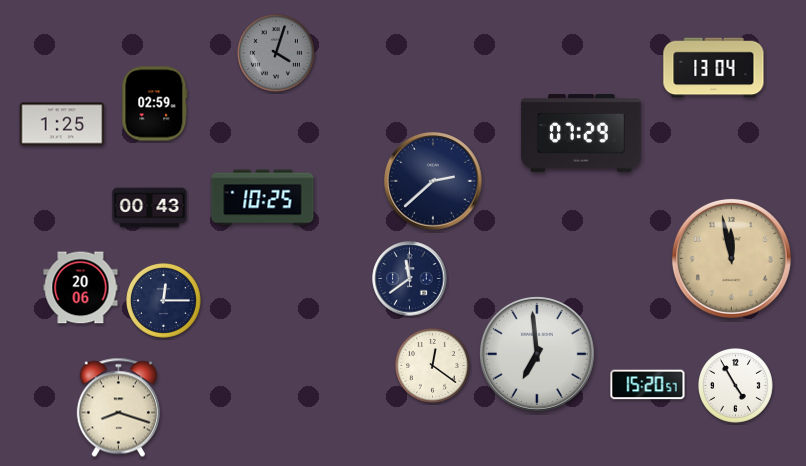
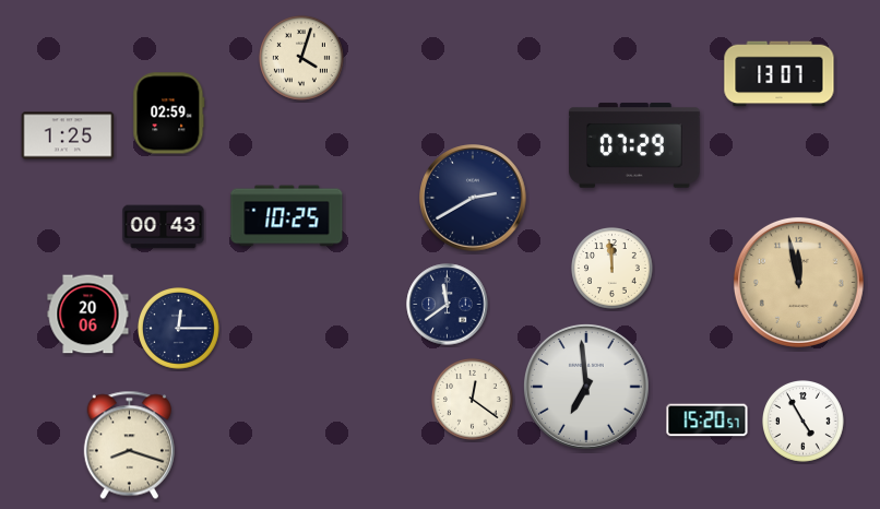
clock at (277, 54) dial: grey -> cream
clock at (714, 68): 13:04 -> 13:07
clock at (433, 181): 2:38 -> 2:40
clock at (613, 269): none -> 11:59
